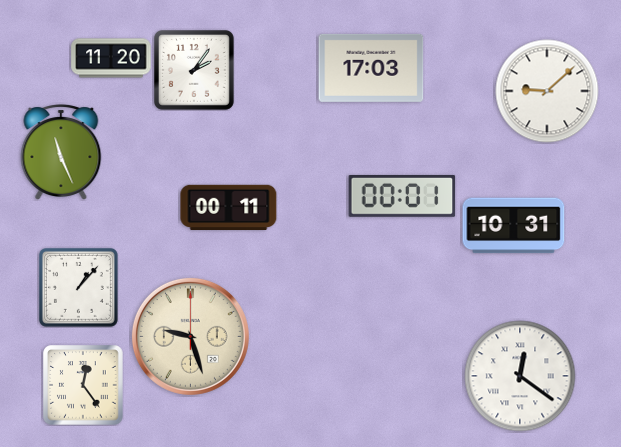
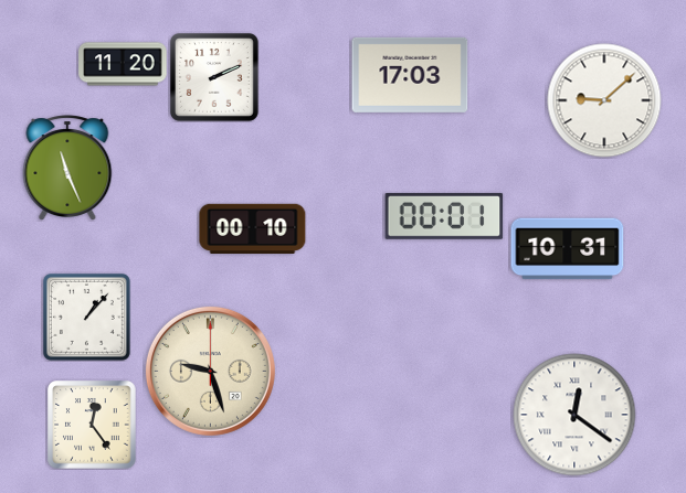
clock at (194, 70): 2:06 -> 2:11
clock at (229, 207): 00:11 -> 00:10
